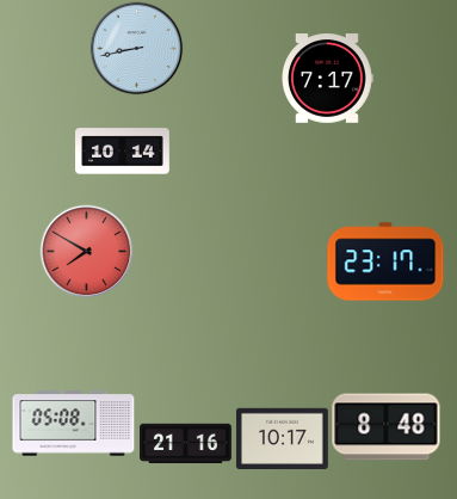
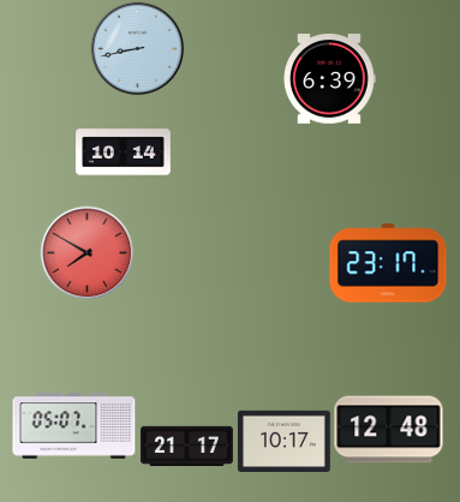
clock at (328, 79): 7:17 -> 6:39
clock at (74, 424): 05:08 -> 05:07
clock at (387, 427): 8:48 -> 12:48
clock at (186, 444): 21:16 -> 21:17
